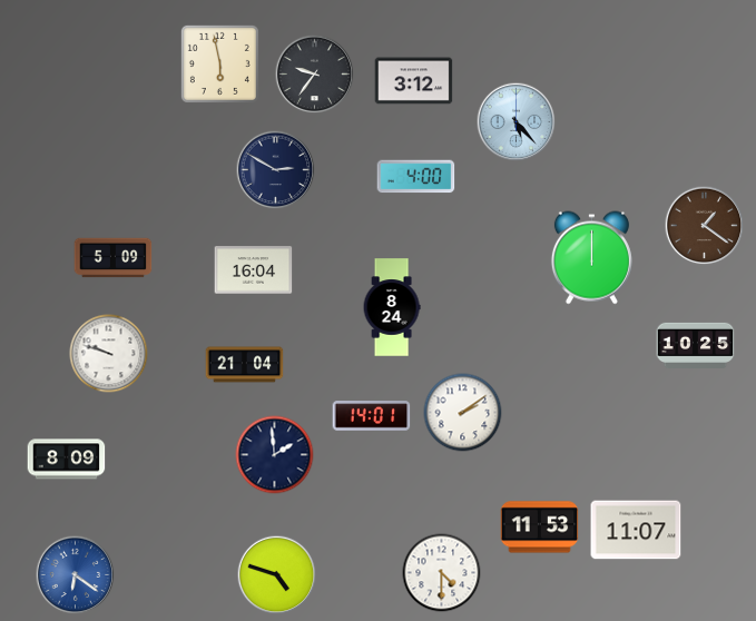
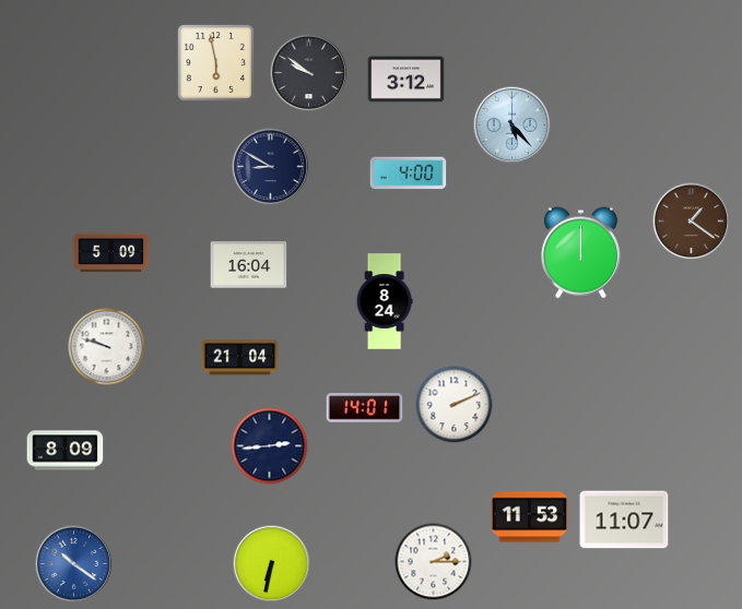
clock at (315, 75): 9:36 -> 9:51
clock at (517, 122) position: (517, 122) -> (513, 126)
clock at (276, 170): 2:50 -> 8:50
clock at (696, 345): 10:25 -> none
clock at (463, 413): 2:09 -> 2:11
clock at (275, 455): 1:59 -> 2:44
clock at (442, 573): 4:30 -> 2:15
clock at (76, 575): 6:21 -> 10:21
clock at (277, 575): 4:48 -> 6:32
